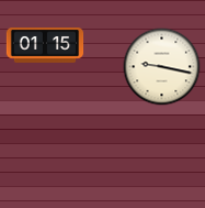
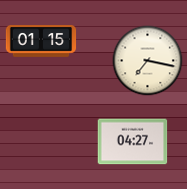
clock at (162, 67): 9:17 -> 7:17
clock at (133, 142): none -> 04:27
